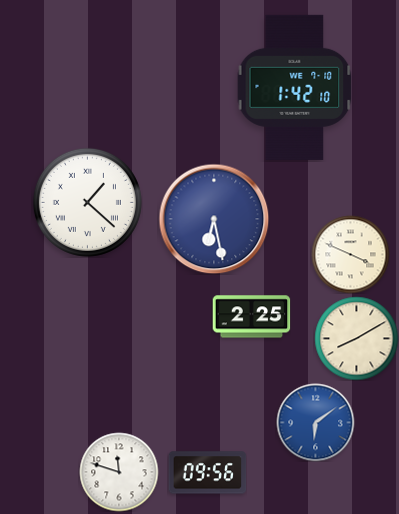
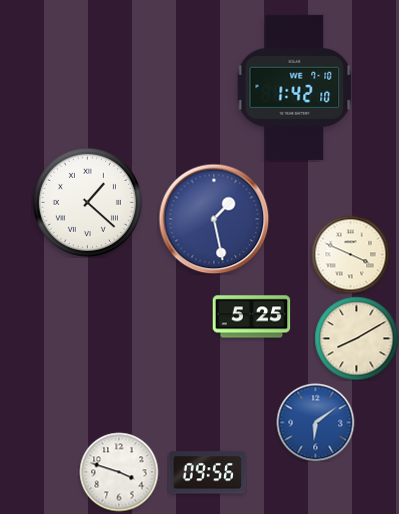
clock at (214, 219): 6:28 -> 1:28
clock at (251, 317): 2:25 -> 5:25
clock at (119, 472): 11:48 -> 3:48
